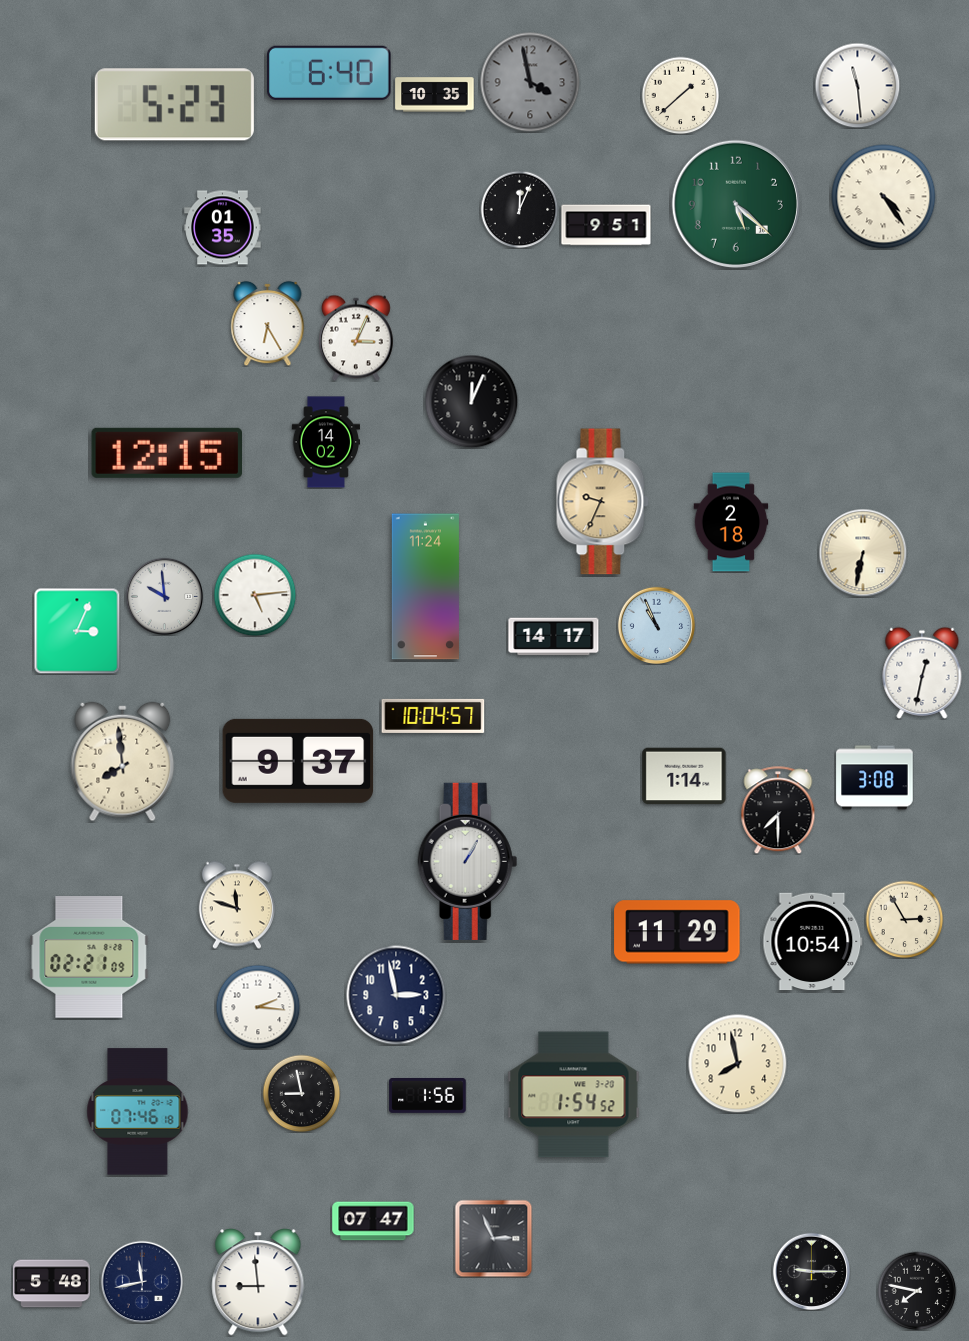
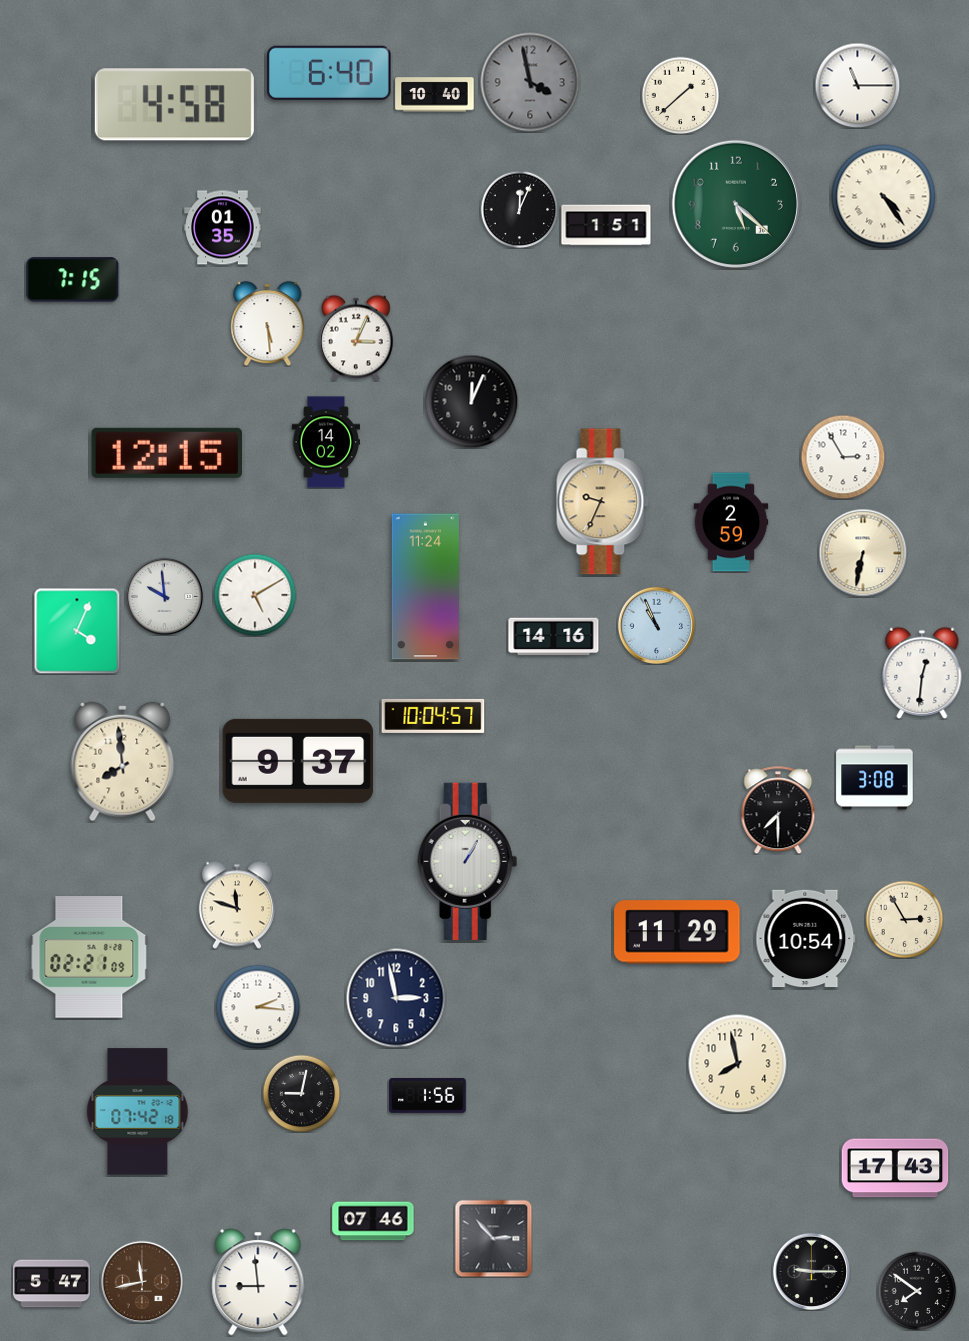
clock at (857, 85): 11:29 -> 11:15
clock at (435, 95): 10:35 -> 10:40
clock at (174, 105): 5:23 -> 4:58
clock at (606, 225): 9:51 -> 1:51
clock at (73, 280): none -> 7:15
clock at (268, 323): 6:25 -> 5:29
clock at (843, 457): none -> 2:55
clock at (731, 522): 2:18 -> 2:59
clock at (255, 595): 5:14 -> 5:10
clock at (77, 631): 3:04 -> 4:04
clock at (554, 637): 14:17 -> 14:16
clock at (922, 673): 12:32 -> 12:31
clock at (684, 776): 1:14 -> none
clock at (813, 942) position: (813, 942) -> (806, 939)
clock at (396, 995) position: (396, 995) -> (396, 998)
clock at (301, 1093): 8:58 -> 9:02
clock at (574, 1095): 1:54 -> none
clock at (138, 1112): 07:46 -> 07:42
clock at (895, 1168): none -> 17:43
clock at (373, 1221): 07:47 -> 07:46
clock at (493, 1238): 2:56 -> 2:53
clock at (142, 1282) dial: navy -> brown
clock at (52, 1284): 5:48 -> 5:47
clock at (917, 1291): 7:47 -> 7:51
